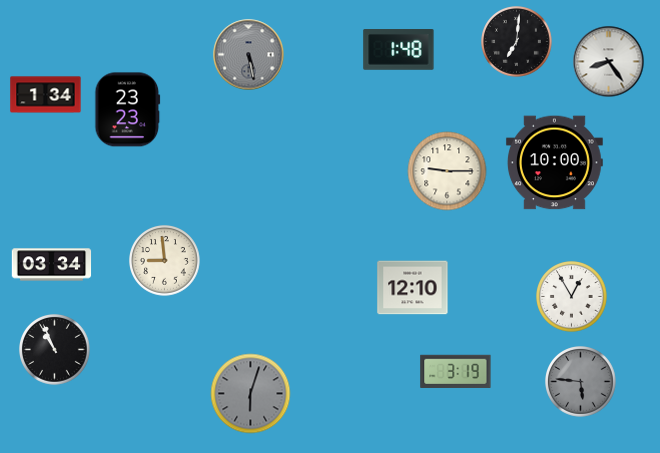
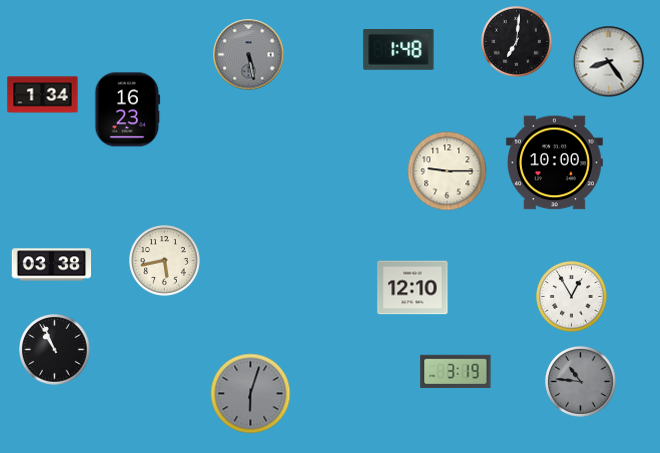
clock at (46, 95) position: (46, 95) -> (43, 95)
clock at (128, 110): 23:23 -> 16:23
clock at (165, 261): 8:59 -> 5:43
clock at (52, 265): 03:34 -> 03:38
clock at (581, 382): 5:46 -> 10:46
